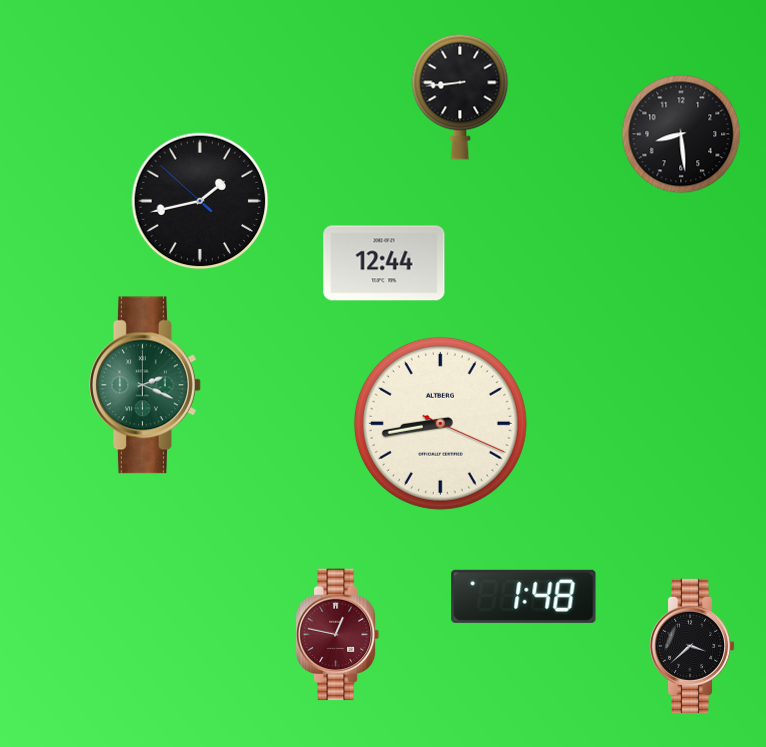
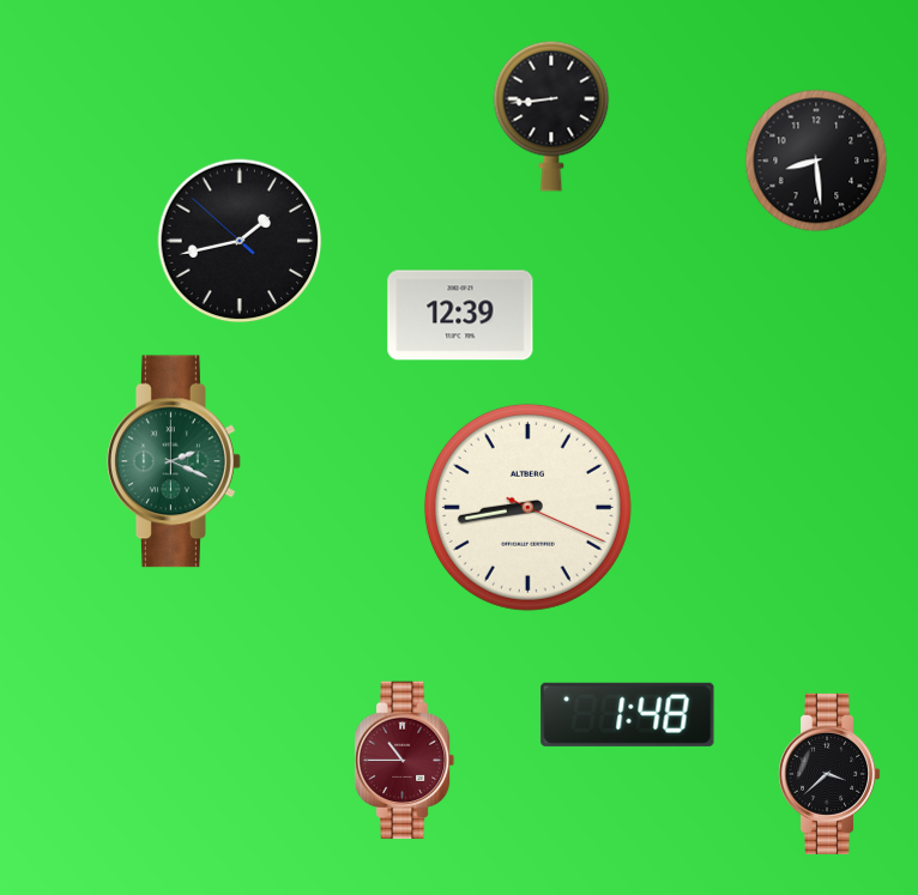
clock at (384, 263): 12:44 -> 12:39
clock at (338, 635): 12:47 -> 10:45
